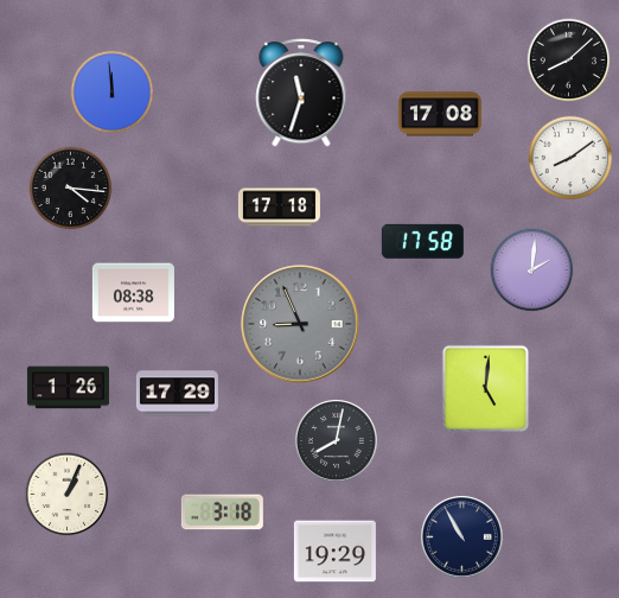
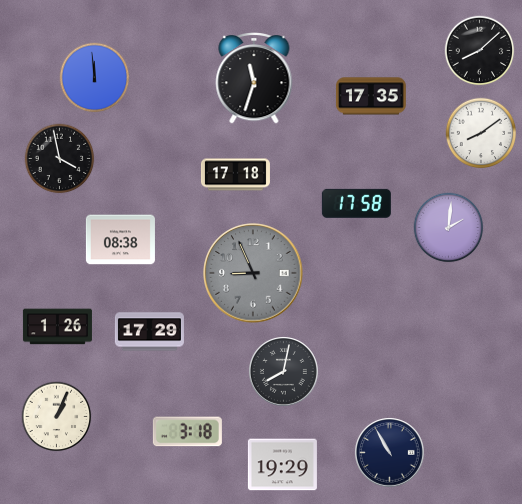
clock at (440, 114): 17:08 -> 17:35
clock at (71, 189): 4:16 -> 3:58
clock at (133, 293) position: (133, 293) -> (120, 240)
clock at (485, 388): 5:01 -> none
